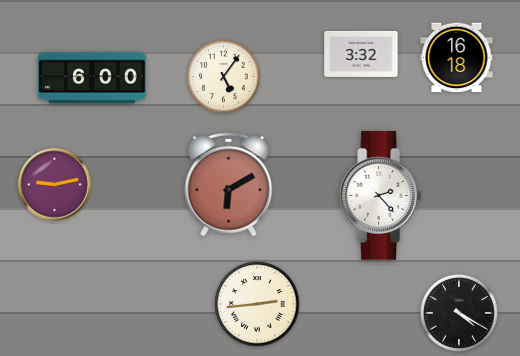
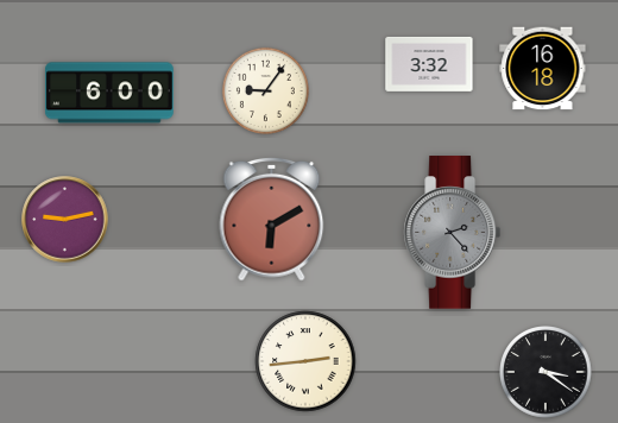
clock at (223, 76): 5:06 -> 9:06
clock at (380, 196) dial: white -> grey
clock at (460, 314): 4:20 -> 3:21
